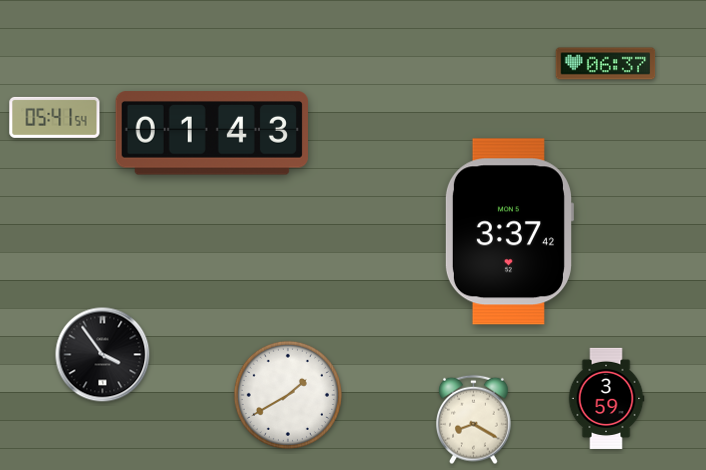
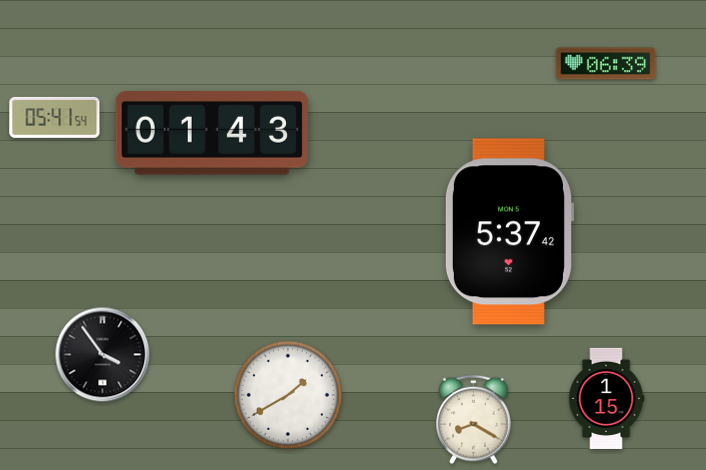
clock at (606, 64): 06:37 -> 06:39
clock at (509, 232): 3:37 -> 5:37
clock at (606, 398): 3:59 -> 1:15
